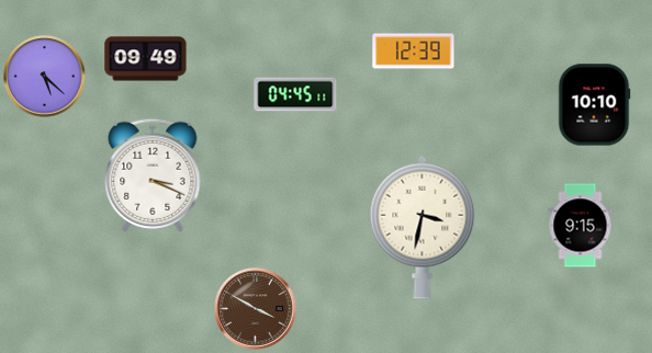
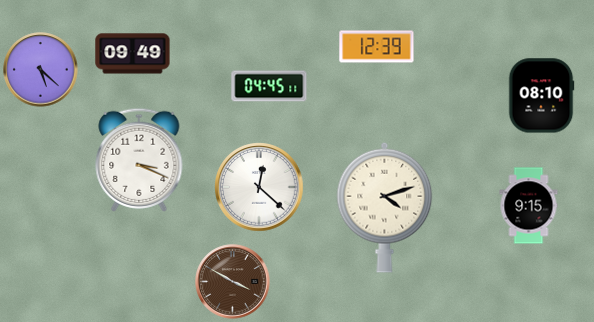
clock at (594, 105): 10:10 -> 08:10
clock at (259, 187): none -> 12:22
clock at (423, 227): 3:32 -> 4:12
